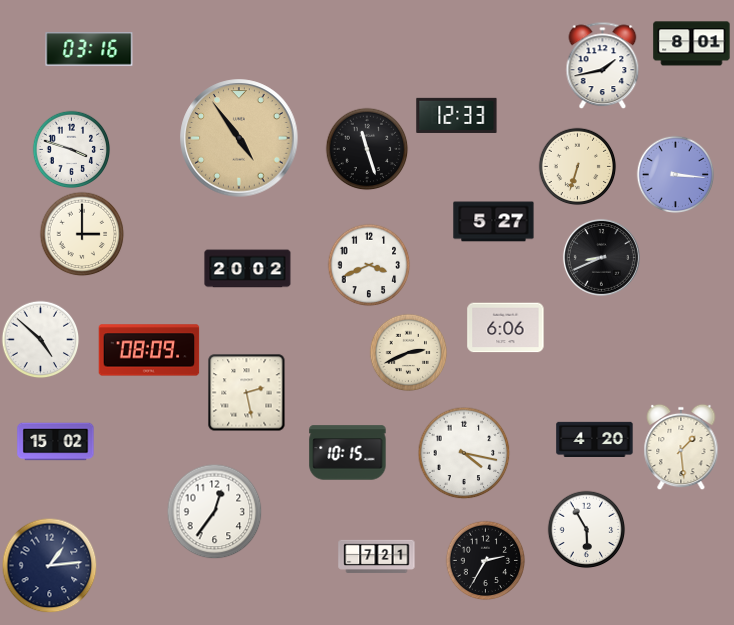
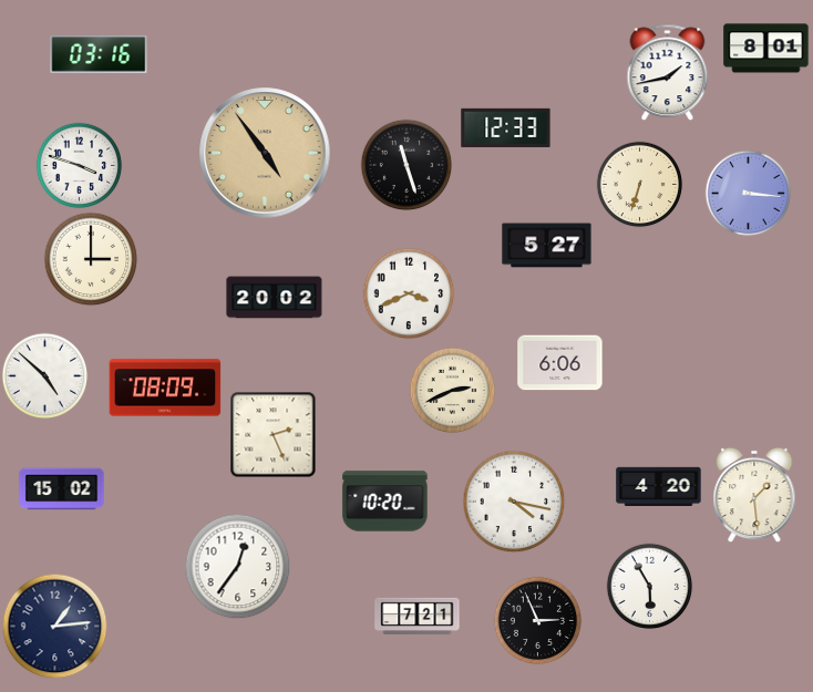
clock at (601, 257): 8:41 -> none
clock at (246, 392): 2:28 -> 2:26
clock at (348, 453): 10:15 -> 10:20
clock at (485, 560): 2:35 -> 2:56
